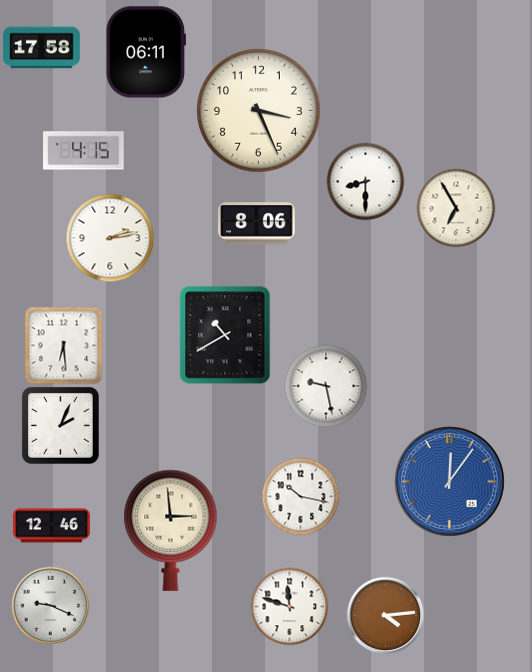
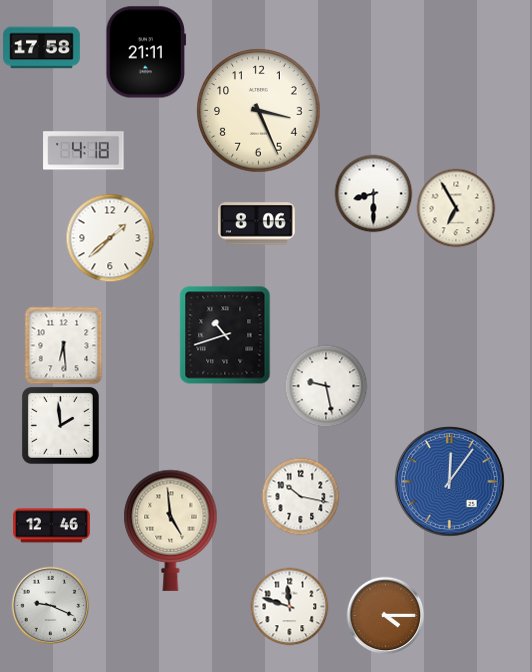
clock at (145, 52): 06:11 -> 21:11
clock at (84, 151): 4:15 -> 4:18
clock at (365, 181) position: (365, 181) -> (373, 193)
clock at (110, 238): 2:13 -> 1:38
clock at (225, 335): 10:40 -> 10:42
clock at (60, 425): 2:04 -> 1:59
clock at (171, 530): 2:59 -> 4:59
clock at (385, 615): 4:14 -> 4:15
